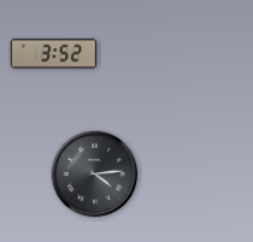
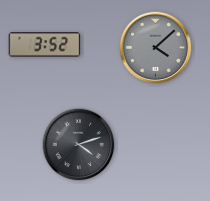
clock at (156, 48): none -> 4:08
clock at (95, 175): 4:14 -> 4:12
